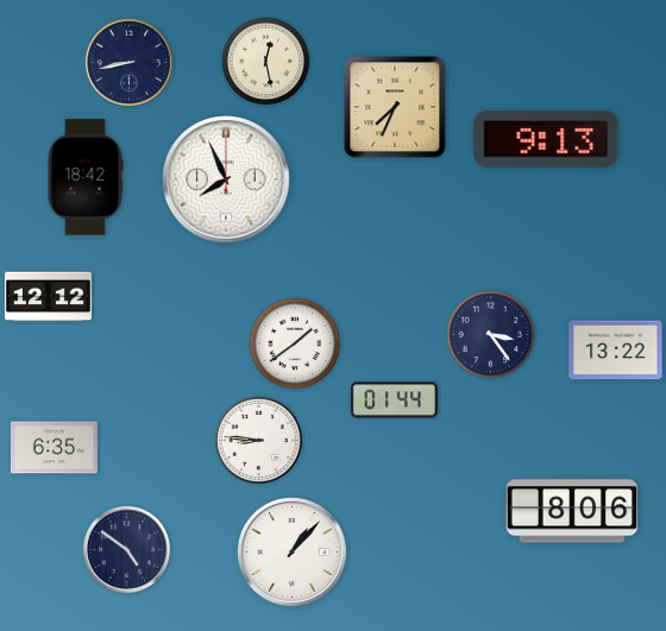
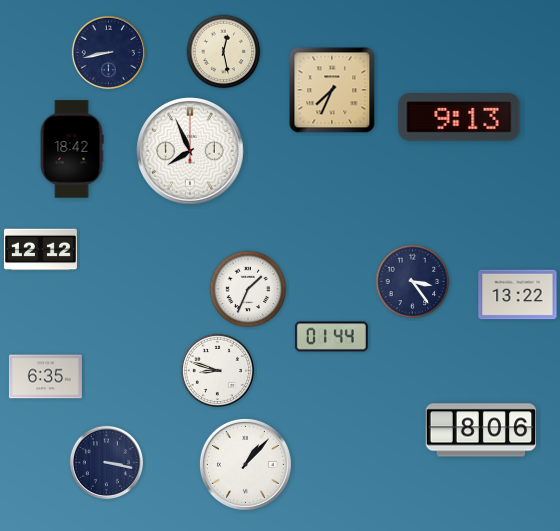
clock at (295, 343): 1:39 -> 1:34
clock at (258, 440): 8:46 -> 8:48
clock at (126, 549): 4:51 -> 3:17
